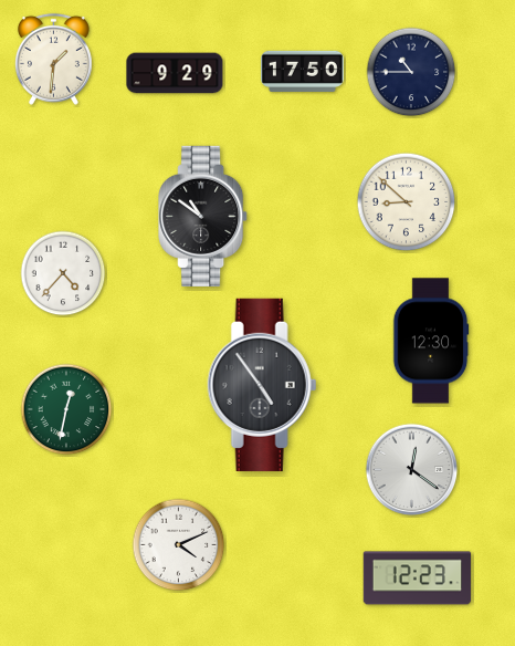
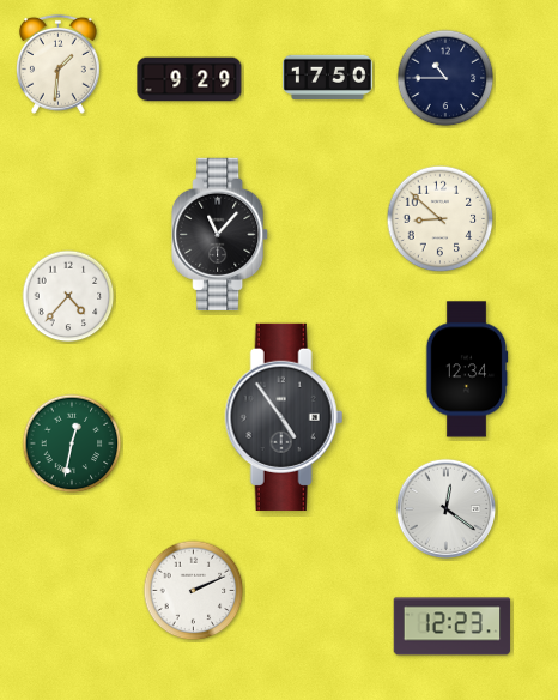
clock at (203, 216): 10:51 -> 11:07
clock at (431, 341): 12:30 -> 12:34
clock at (179, 545): 4:11 -> 2:11
